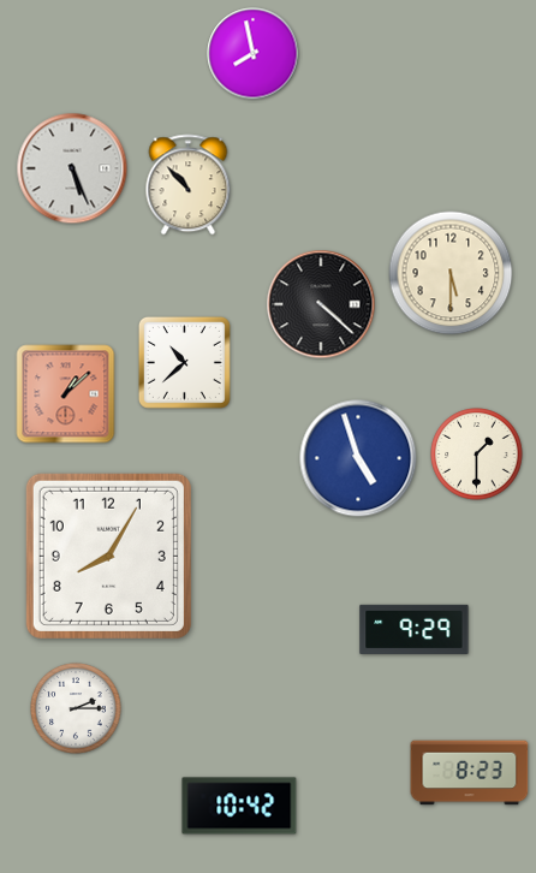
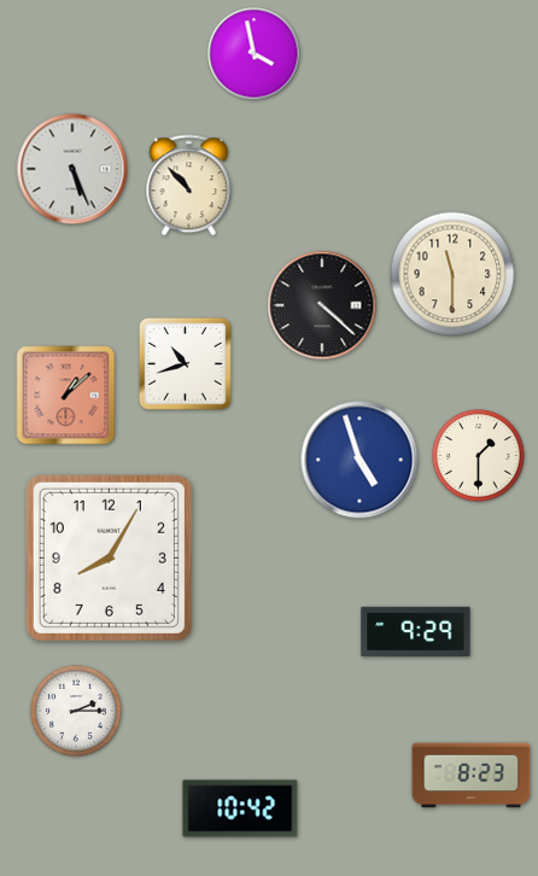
clock at (254, 54): 7:58 -> 3:58
clock at (451, 273): 5:30 -> 11:30
clock at (184, 362): 10:38 -> 10:42
